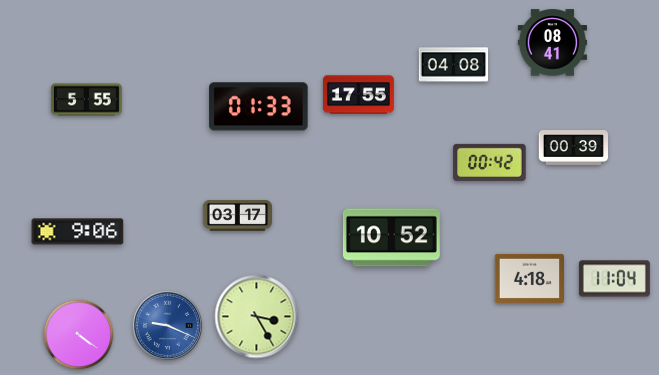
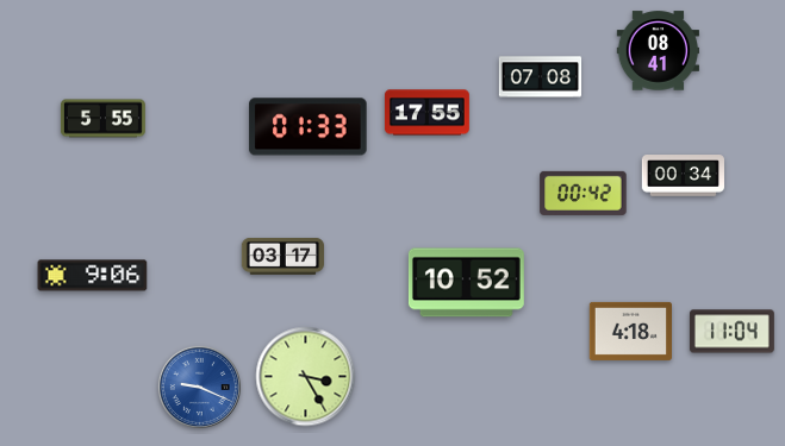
clock at (454, 65): 04:08 -> 07:08
clock at (574, 148): 00:39 -> 00:34
clock at (79, 335): 4:21 -> none
